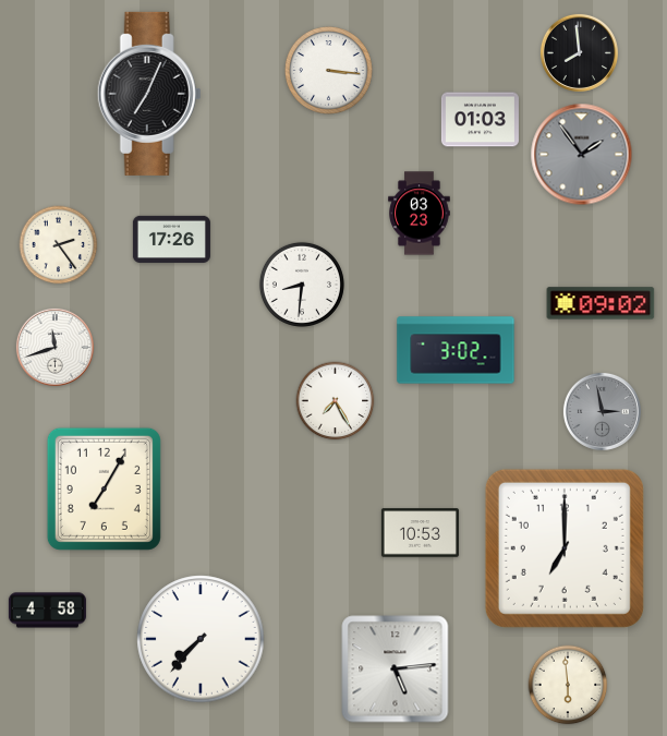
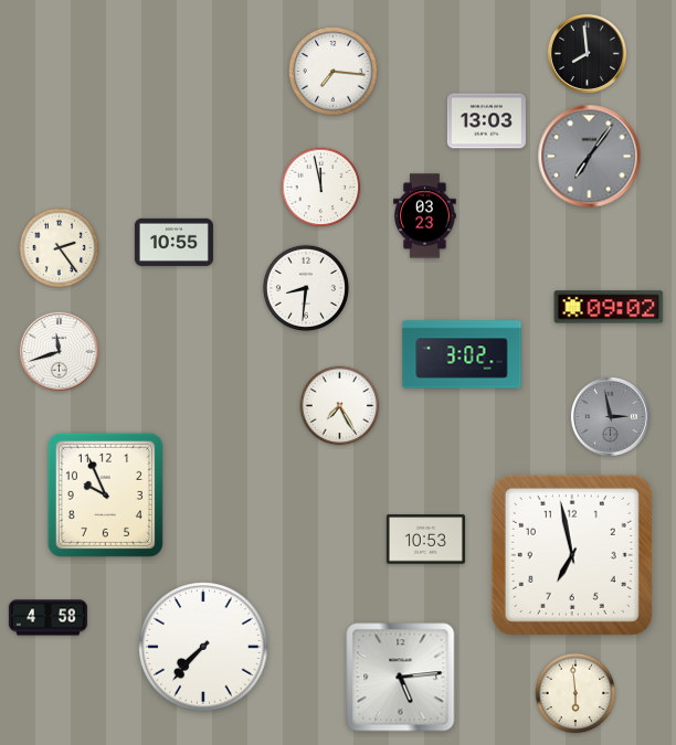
clock at (328, 70): 3:16 -> 7:16
clock at (149, 94): 7:04 -> none
clock at (480, 120): 01:03 -> 13:03
clock at (582, 155): 1:54 -> 7:06
clock at (321, 188): none -> 11:58
clock at (171, 239): 17:26 -> 10:55
clock at (54, 347) position: (54, 347) -> (59, 351)
clock at (104, 488): 7:05 -> 9:56
clock at (565, 548): 7:00 -> 6:58
